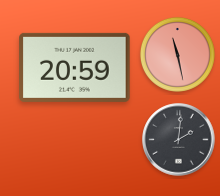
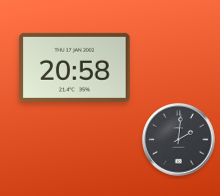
clock at (177, 54): 11:28 -> none
clock at (75, 67): 20:59 -> 20:58
